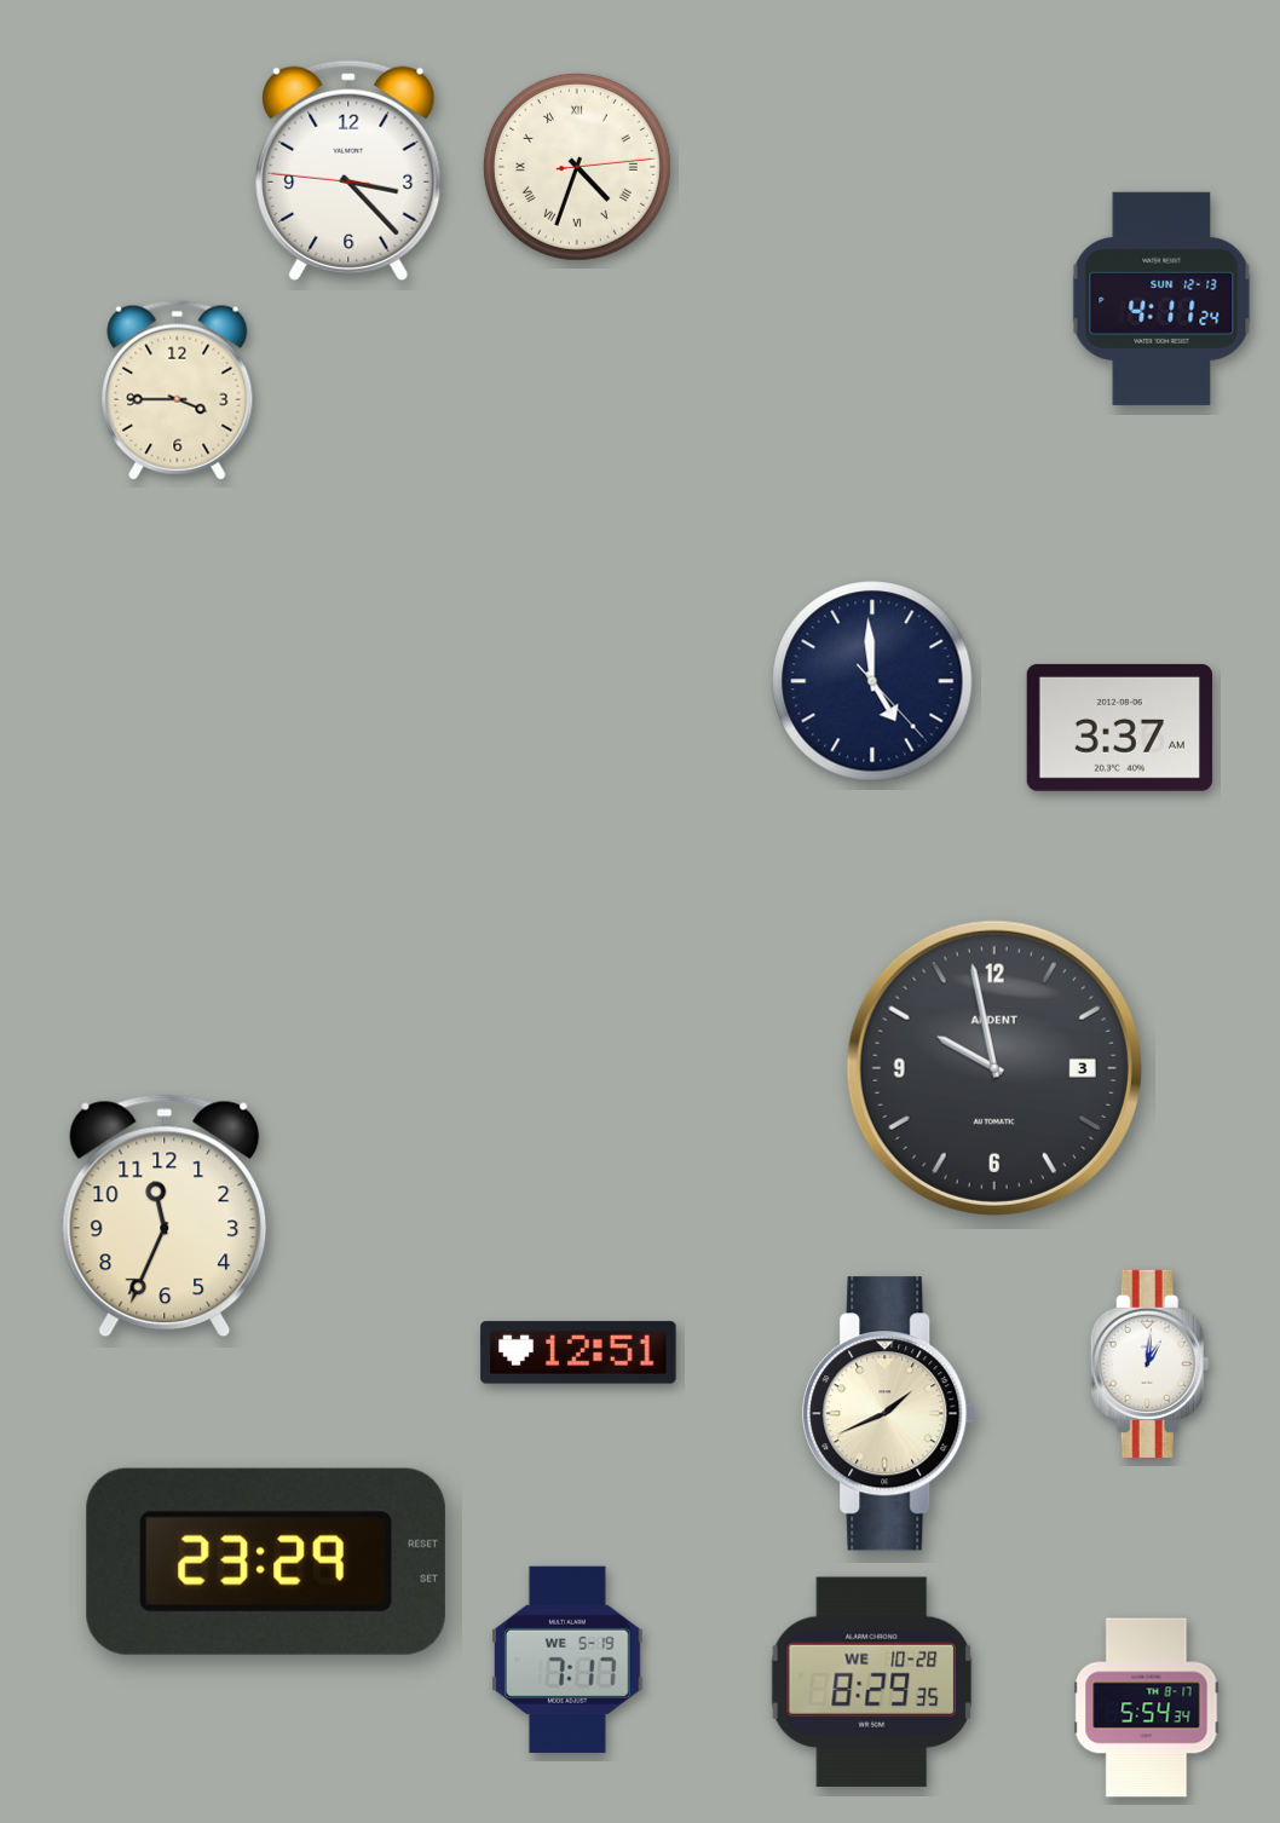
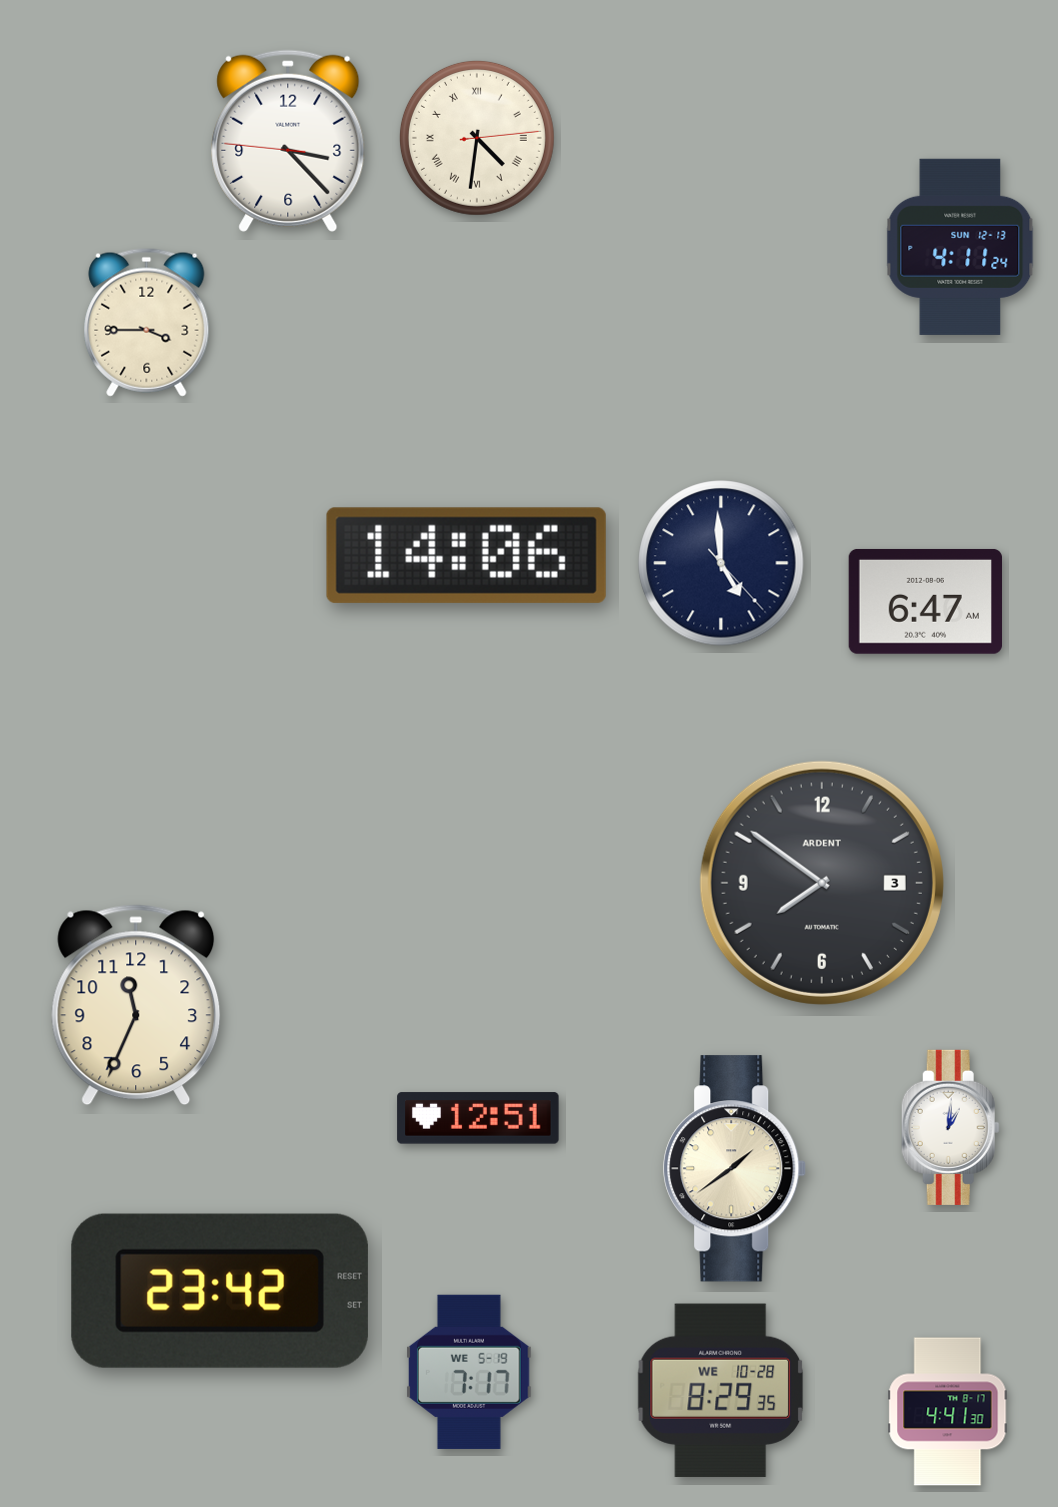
clock at (577, 167): 4:33 -> 4:31
clock at (466, 555): none -> 14:06
clock at (1119, 727): 3:37 -> 6:47
clock at (994, 1068): 9:58 -> 7:51
clock at (889, 1414): 1:41 -> 1:39
clock at (266, 1562): 23:29 -> 23:42
clock at (1147, 1708): 5:54 -> 4:41
